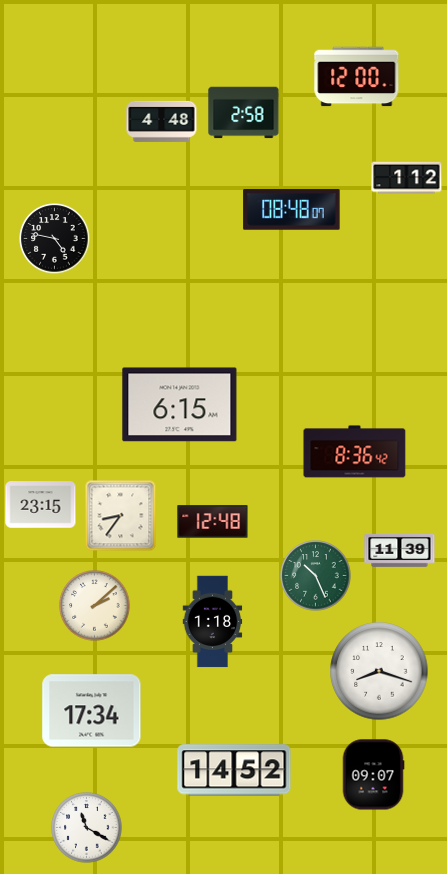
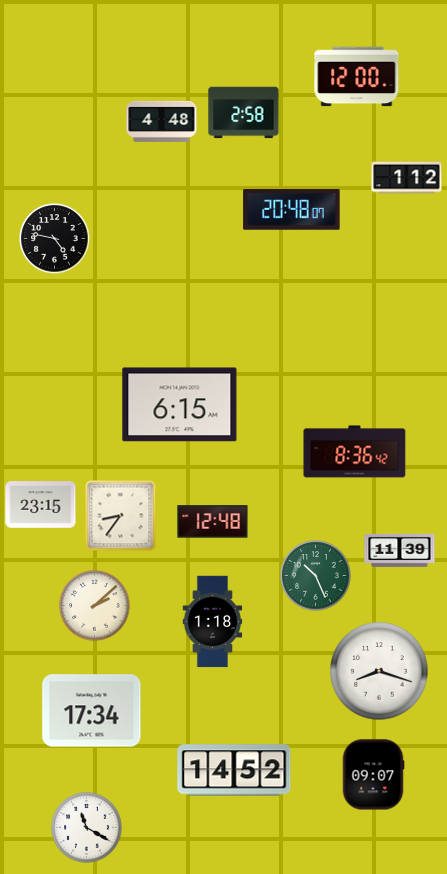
clock at (292, 210): 08:48 -> 20:48
